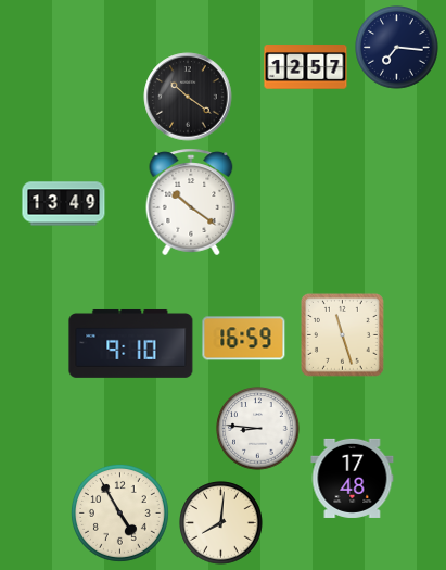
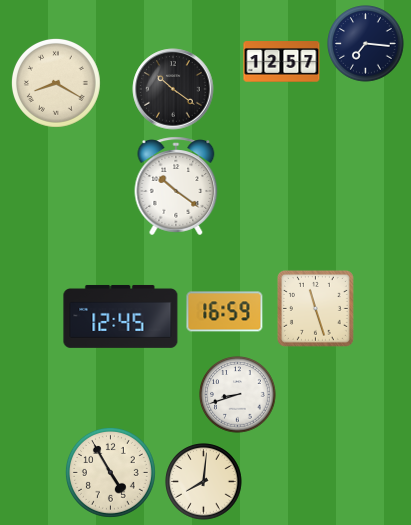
clock at (56, 83): none -> 8:20
clock at (64, 204): 13:49 -> none
clock at (131, 343): 9:10 -> 12:45
clock at (258, 429): 8:46 -> 8:42
clock at (353, 478): 17:48 -> none
